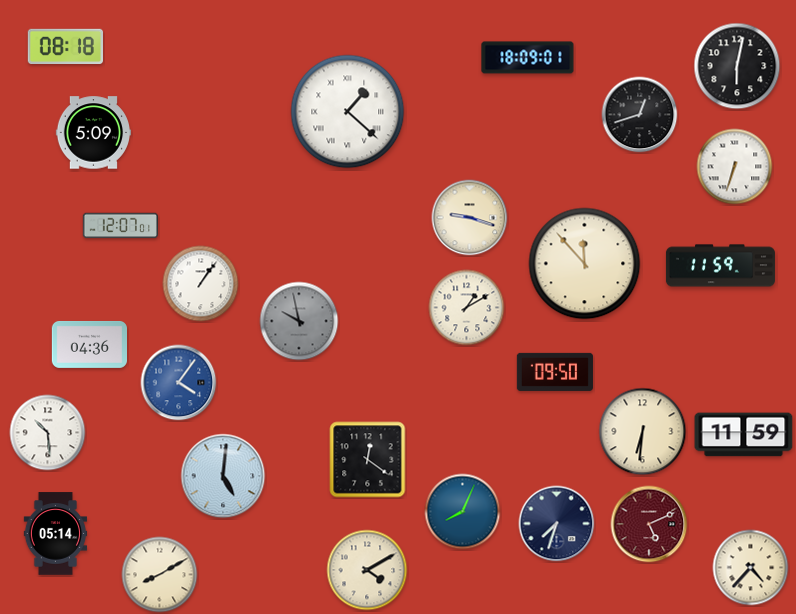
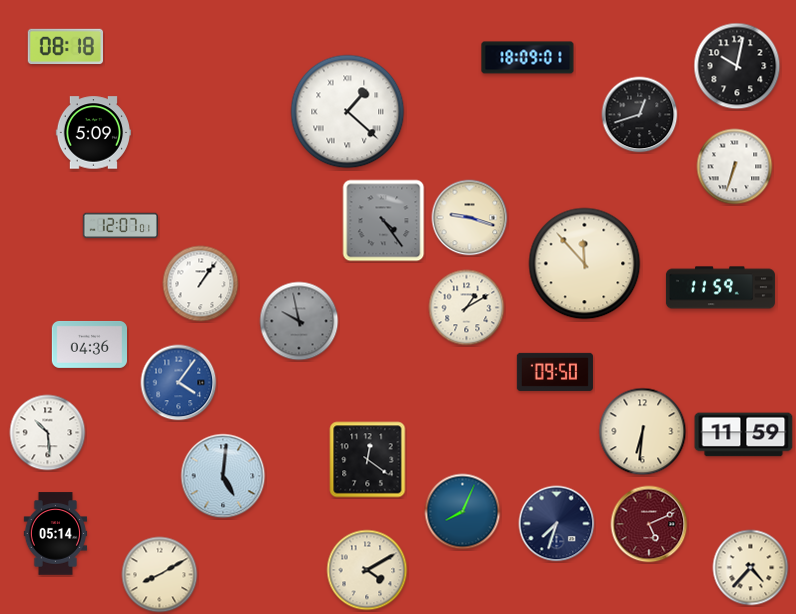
clock at (737, 66): 6:02 -> 10:02
clock at (384, 221): none -> 4:24
clock at (720, 266) position: (720, 266) -> (720, 288)
